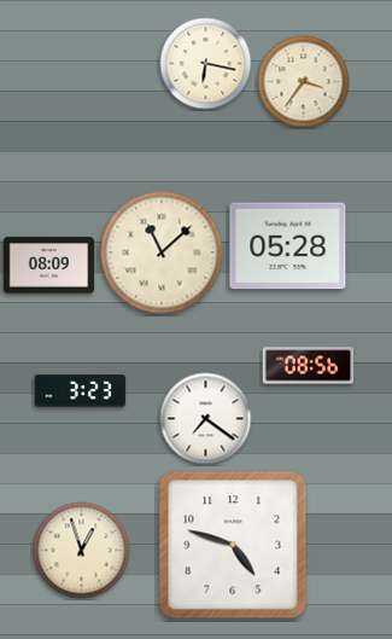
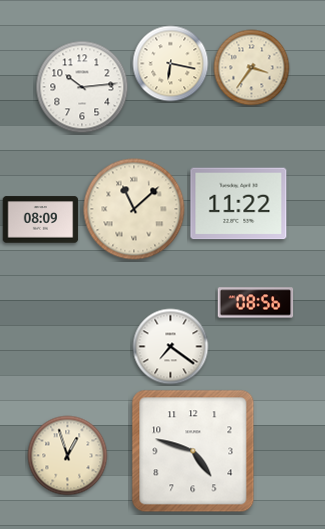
clock at (206, 64) position: (206, 64) -> (171, 64)
clock at (82, 87): none -> 10:14
clock at (288, 246): 05:28 -> 11:22
clock at (81, 391): 3:23 -> none
